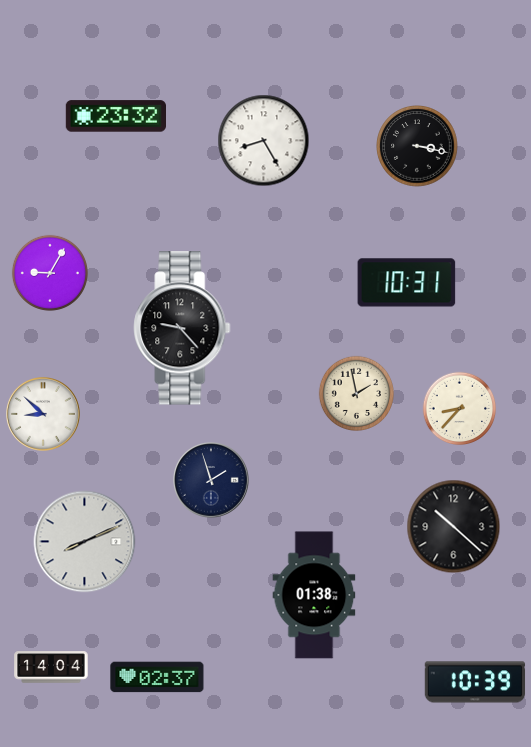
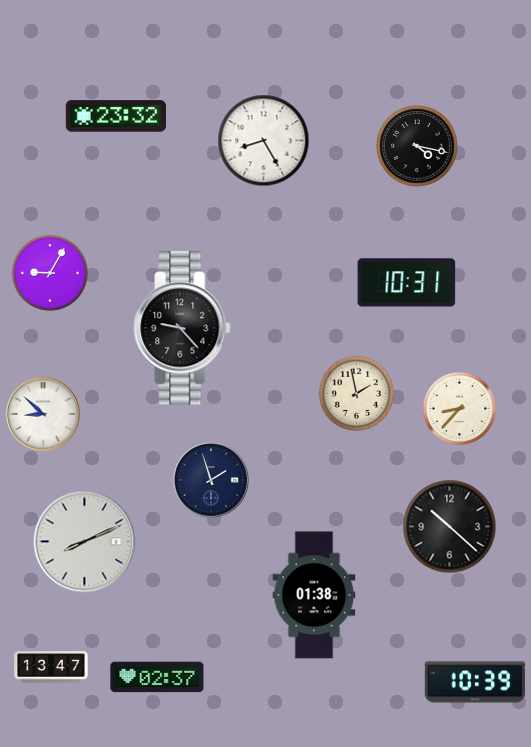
clock at (417, 146): 3:17 -> 4:17
clock at (454, 527) position: (454, 527) -> (450, 527)
clock at (51, 667): 14:04 -> 13:47
